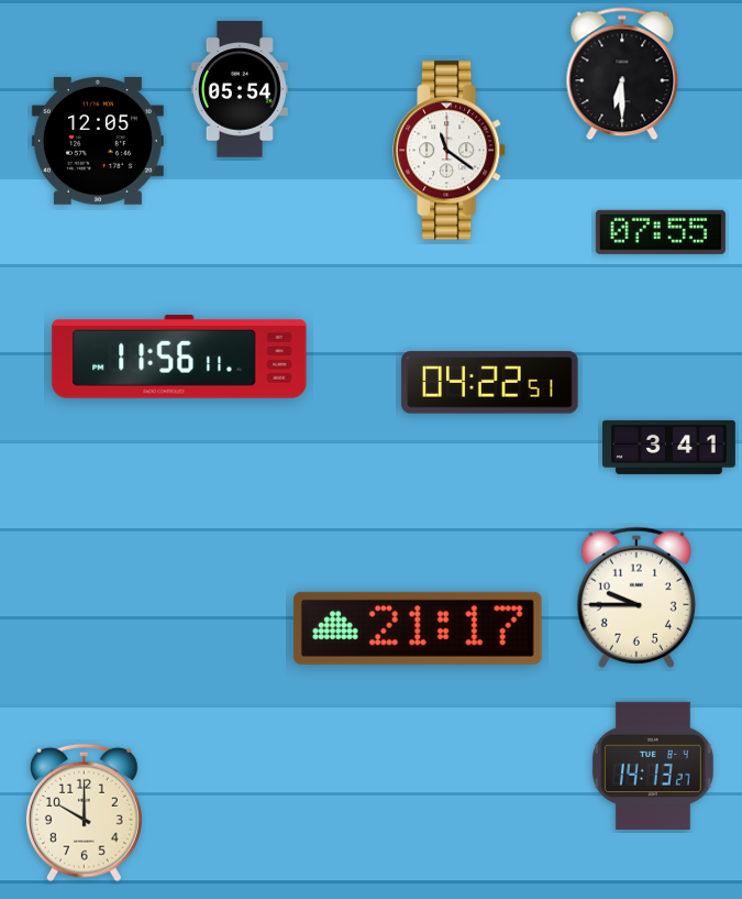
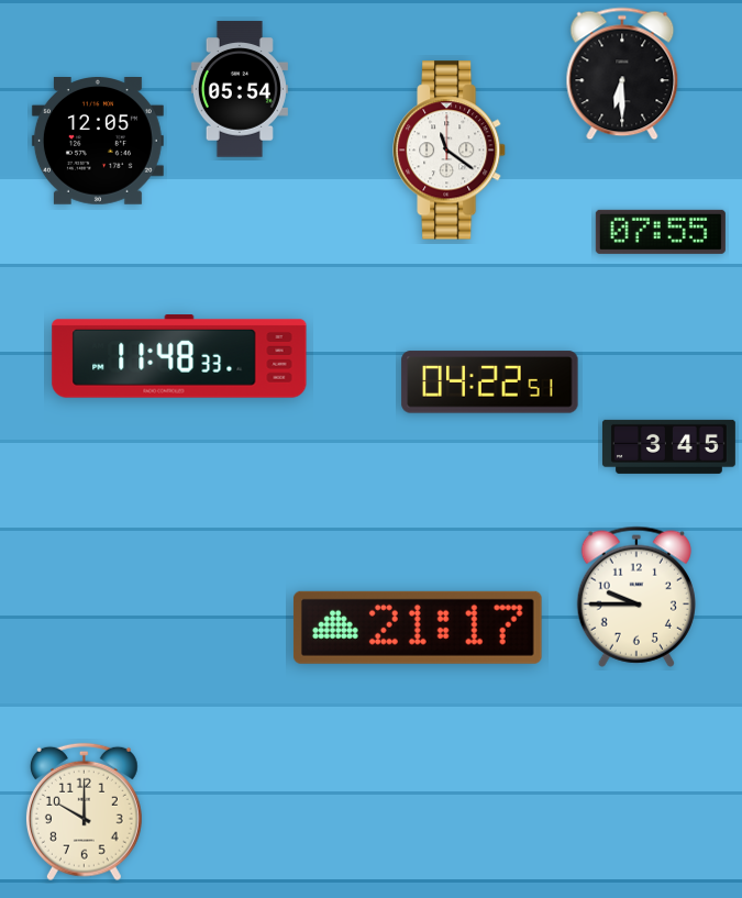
clock at (179, 357): 11:56 -> 11:48
clock at (668, 447): 3:41 -> 3:45
clock at (653, 766): 14:13 -> none
